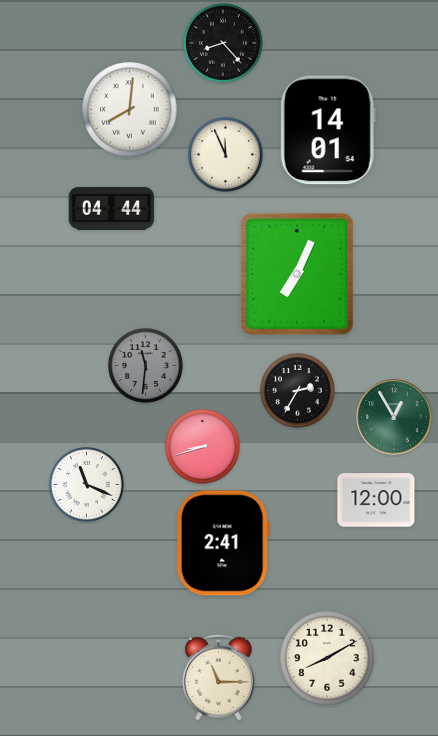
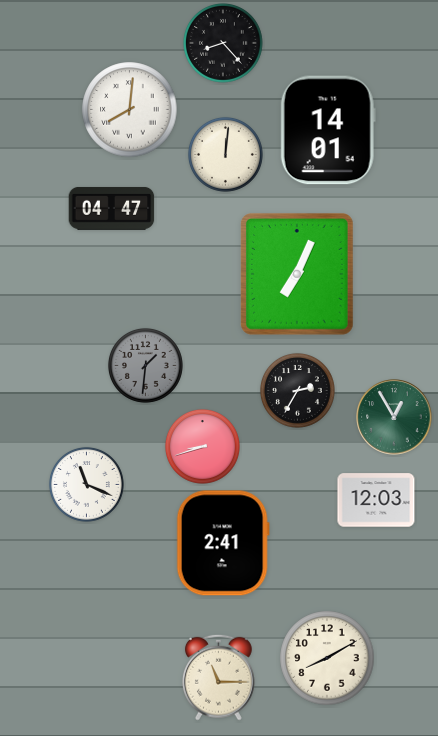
clock at (226, 155): 11:56 -> 12:01
clock at (112, 208): 04:44 -> 04:47
clock at (146, 366): 11:31 -> 1:31
clock at (376, 500): 12:00 -> 12:03
